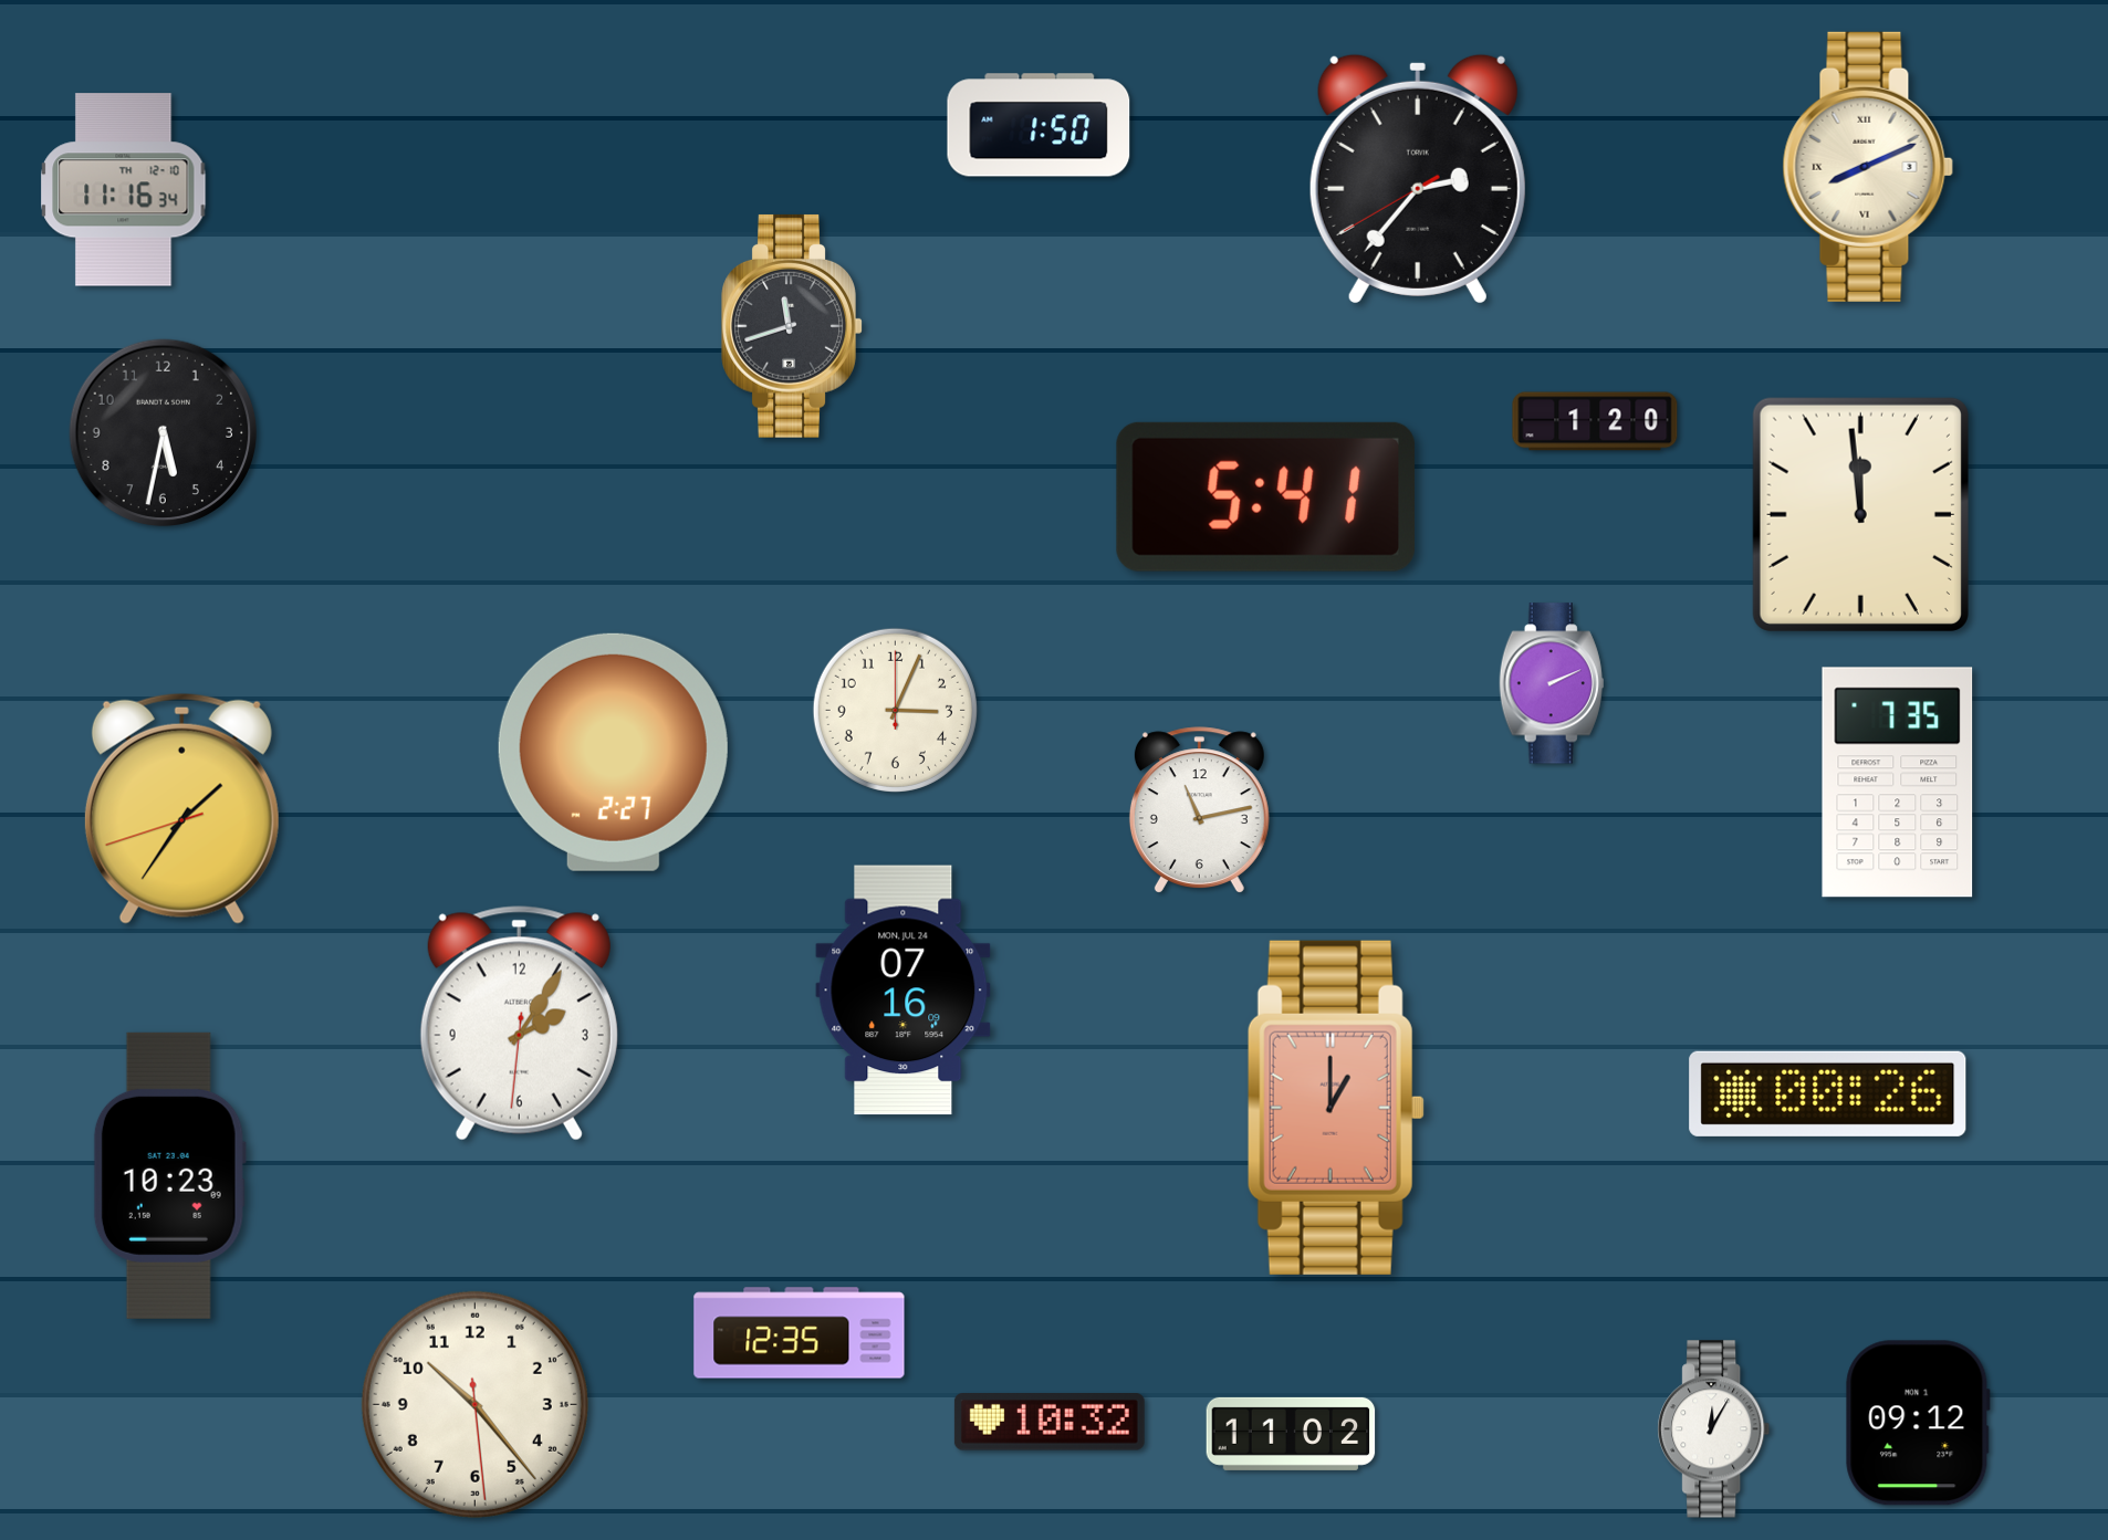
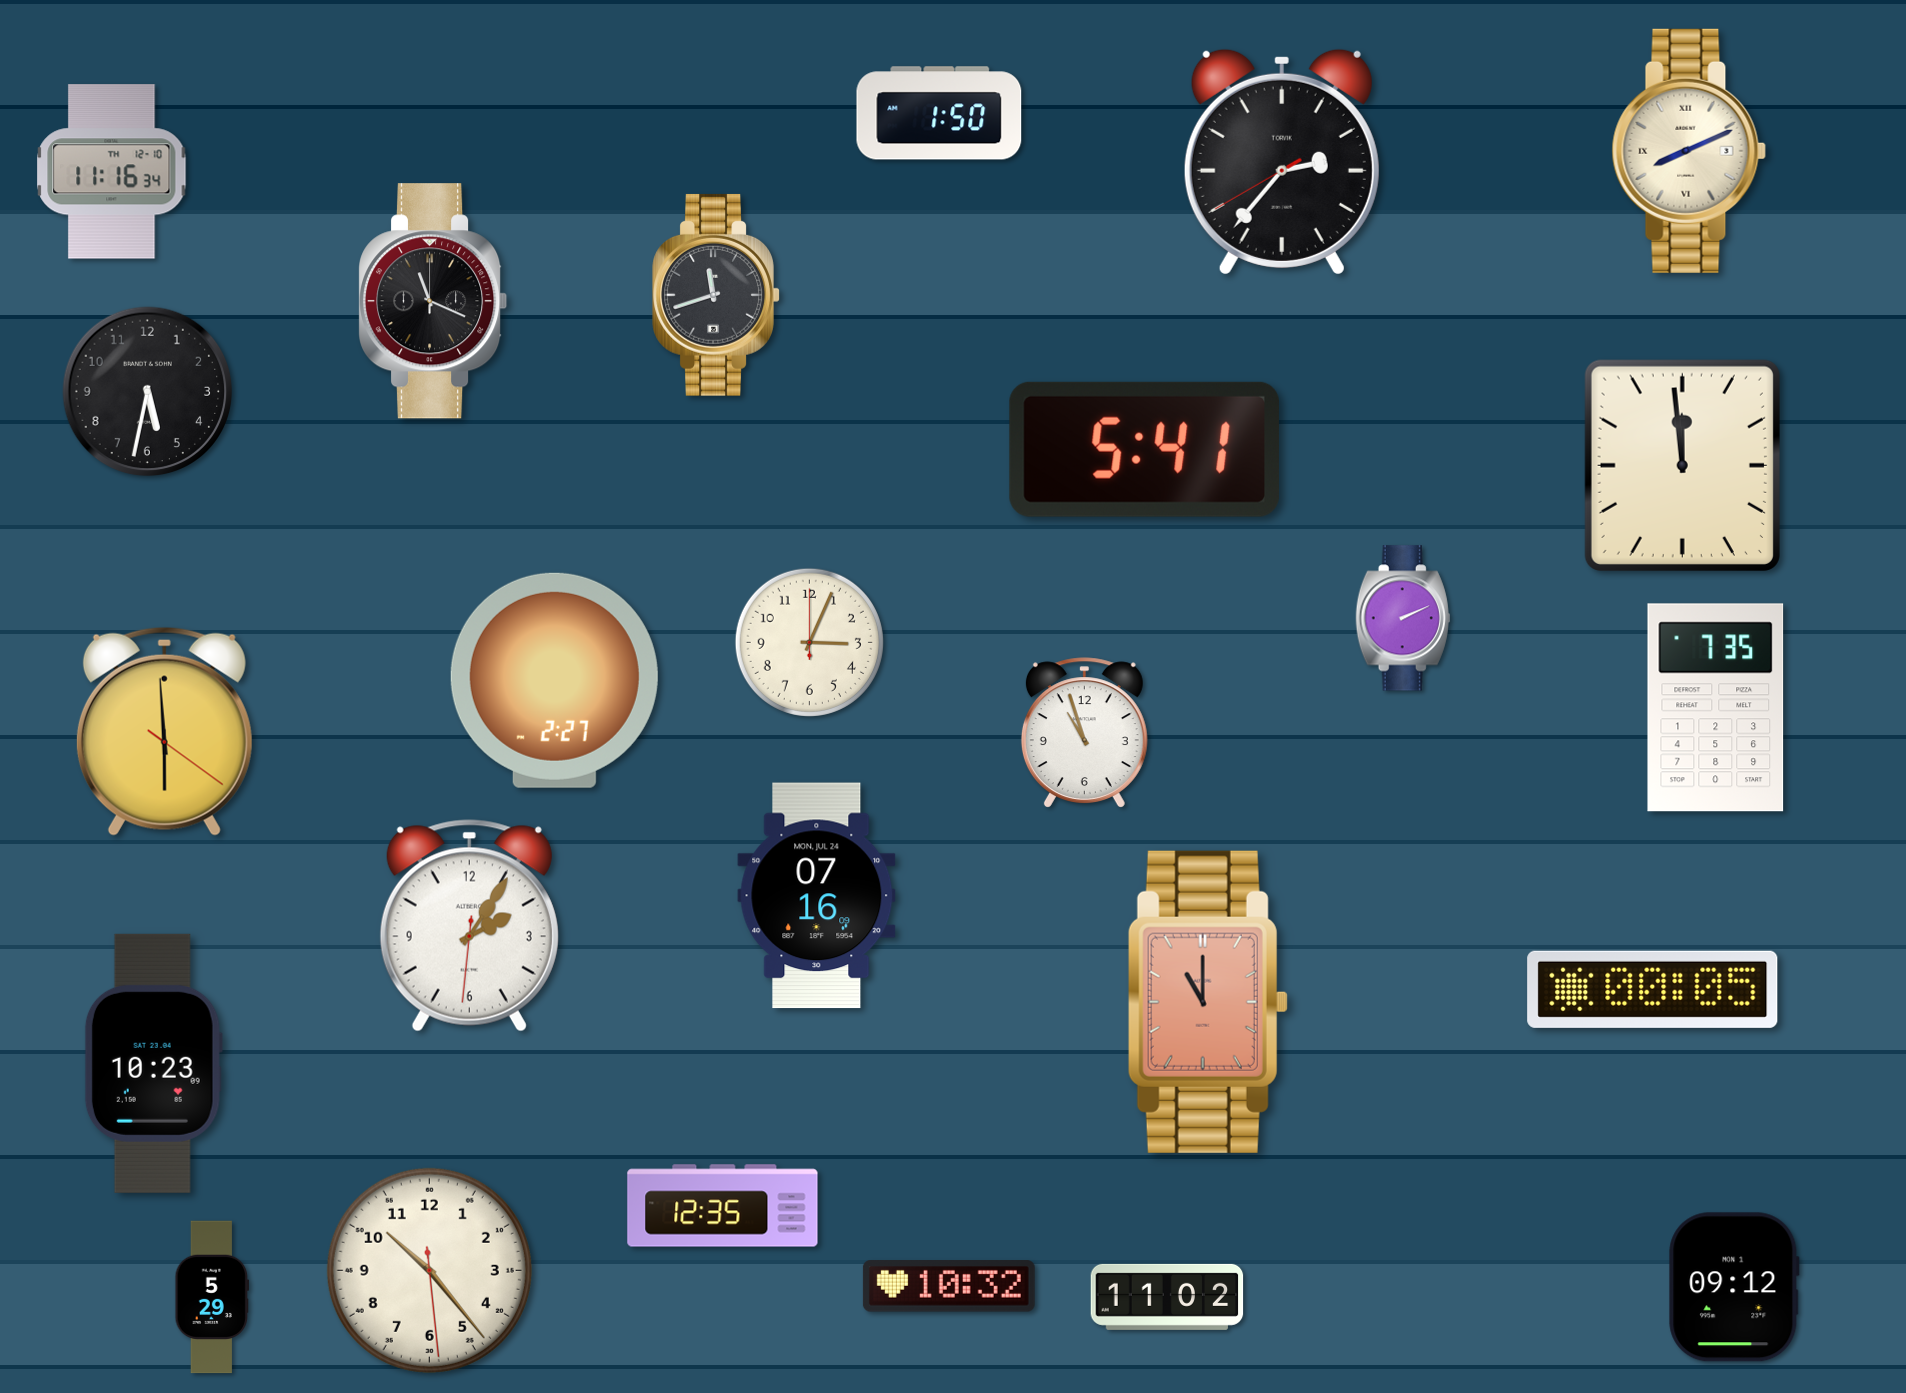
clock at (434, 301): none -> 11:19
clock at (1595, 421): 1:20 -> none
clock at (181, 808): 1:35 -> 5:59
clock at (1199, 810): 11:13 -> 10:57
clock at (1828, 1093): 00:26 -> 00:05
clock at (1336, 1108): 1:00 -> 11:00
clock at (1714, 1429): 12:05 -> none
clock at (212, 1297): none -> 5:29
